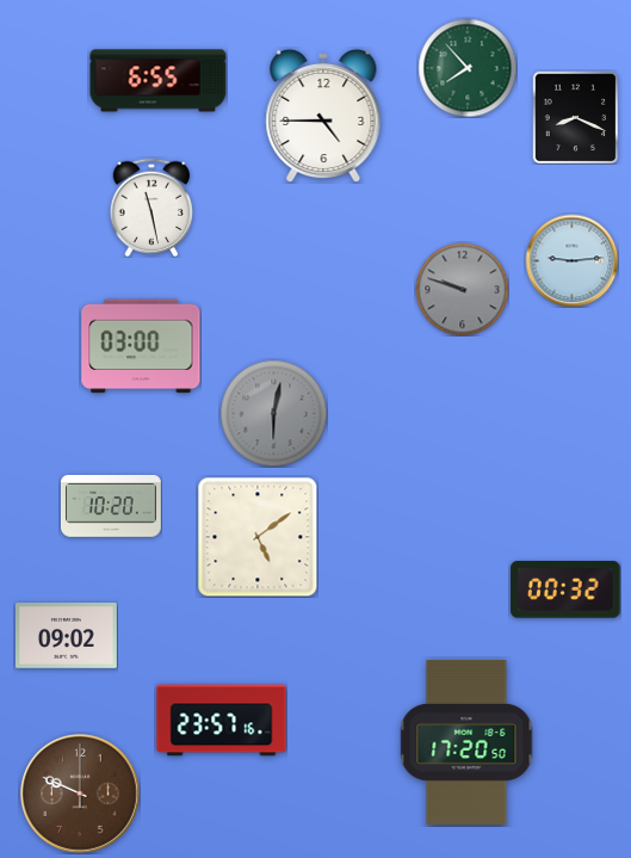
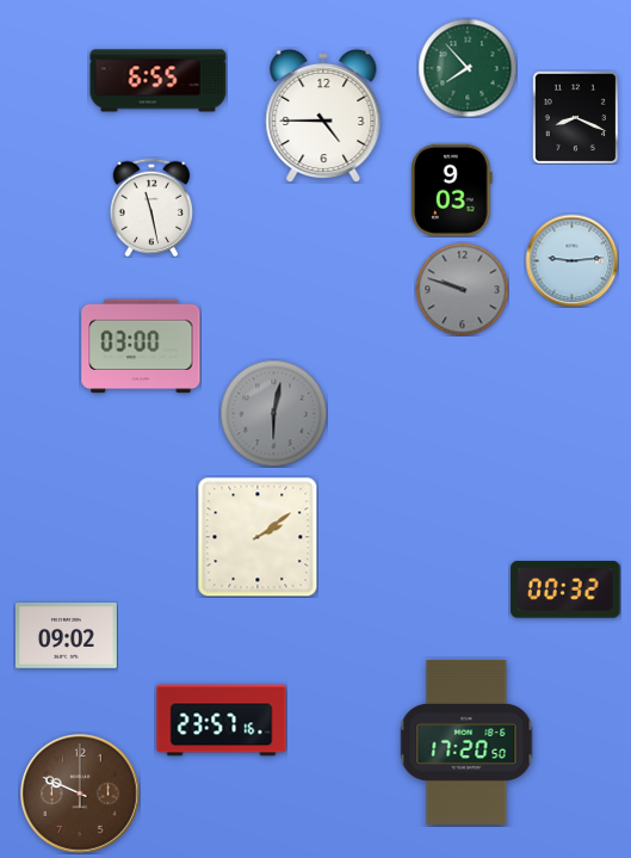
clock at (452, 190): none -> 9:03
clock at (111, 507): 10:20 -> none
clock at (258, 537): 5:09 -> 2:09
